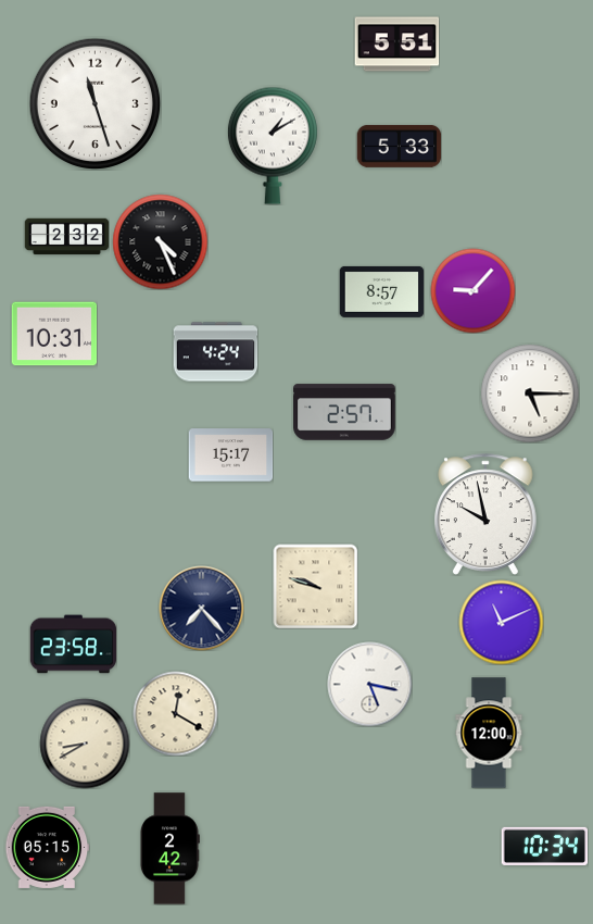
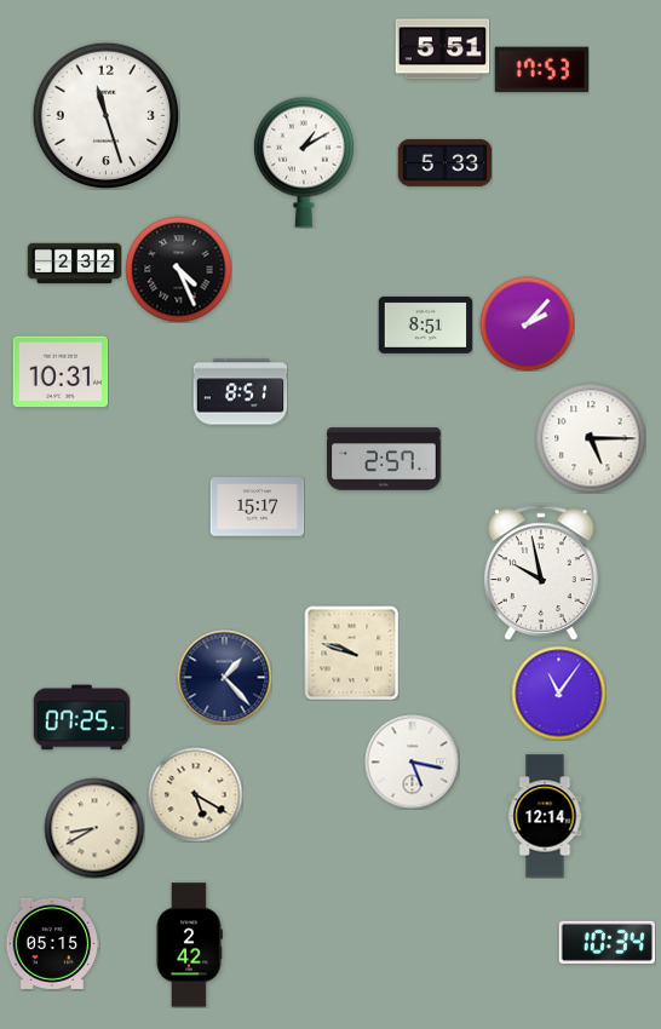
clock at (541, 70): none -> 17:53
clock at (472, 290): 9:07 -> 2:07
clock at (381, 291): 8:57 -> 8:51
clock at (215, 352): 4:24 -> 8:51
clock at (201, 608): 7:23 -> 1:23
clock at (501, 622): 11:11 -> 11:06
clock at (73, 645): 23:58 -> 07:25
clock at (175, 713): 12:20 -> 5:20
clock at (489, 733): 12:00 -> 12:14
